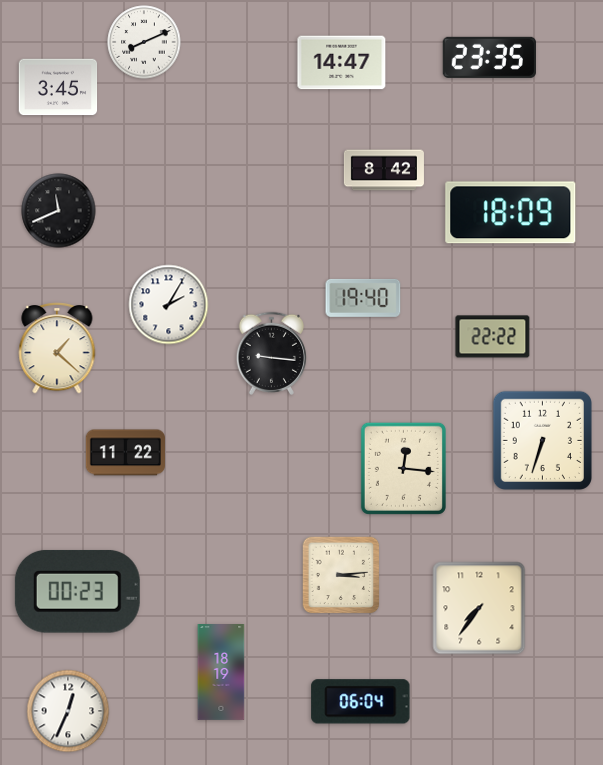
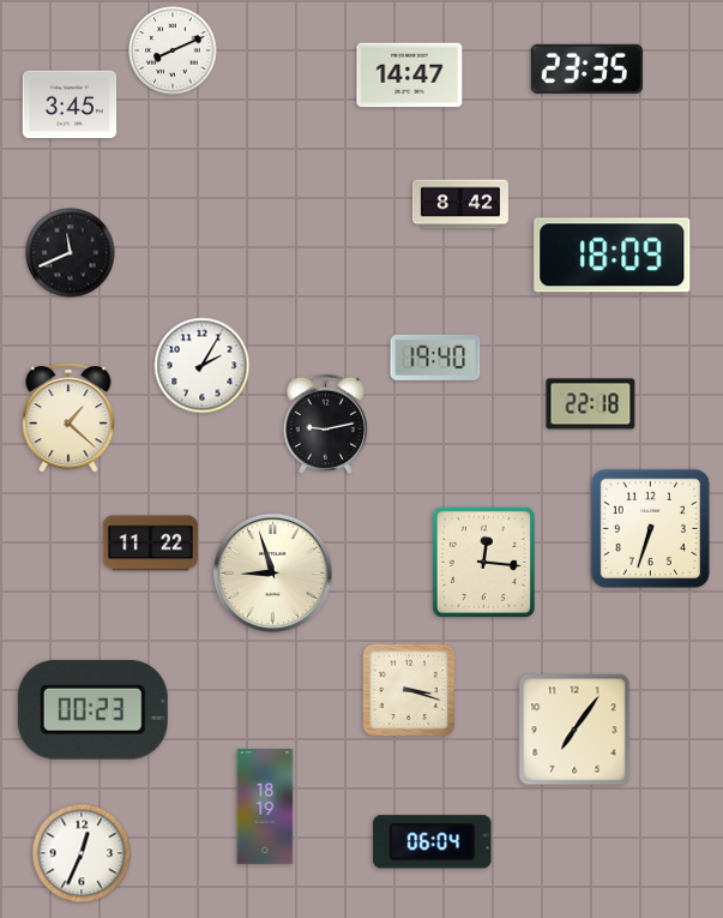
clock at (493, 337): 22:22 -> 22:18
clock at (271, 353): 9:16 -> 9:13
clock at (272, 572): none -> 8:57
clock at (341, 575): 3:14 -> 3:18
clock at (479, 608): 7:36 -> 7:06
